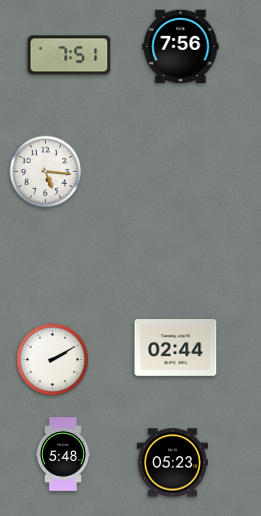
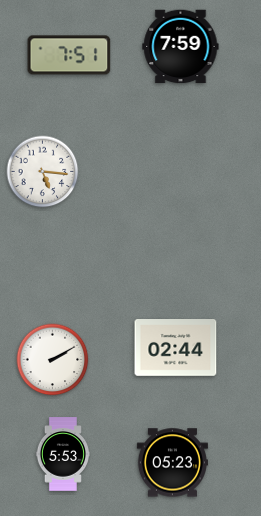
clock at (181, 47): 7:56 -> 7:59
clock at (46, 172) position: (46, 172) -> (43, 172)
clock at (63, 454): 5:48 -> 5:53
